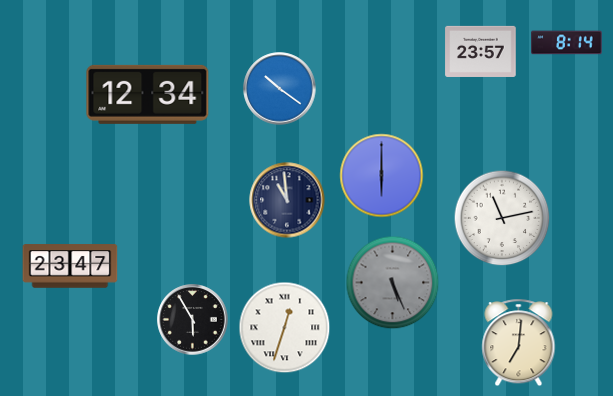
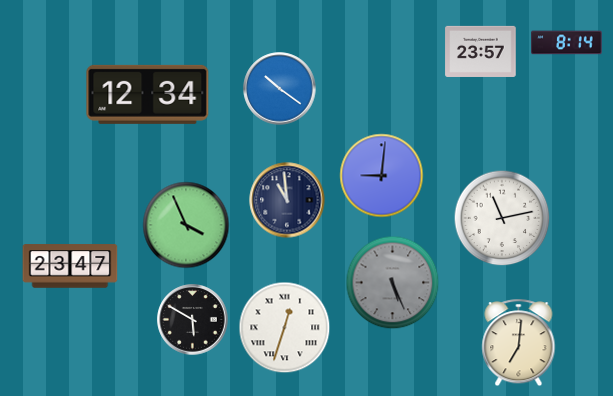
clock at (382, 176): 6:00 -> 9:01
clock at (186, 225): none -> 3:56
clock at (193, 320): 5:55 -> 5:50
